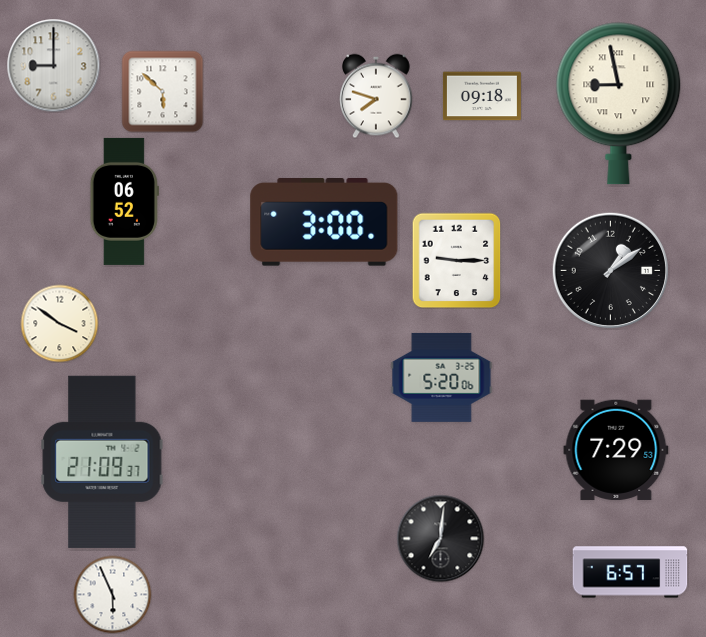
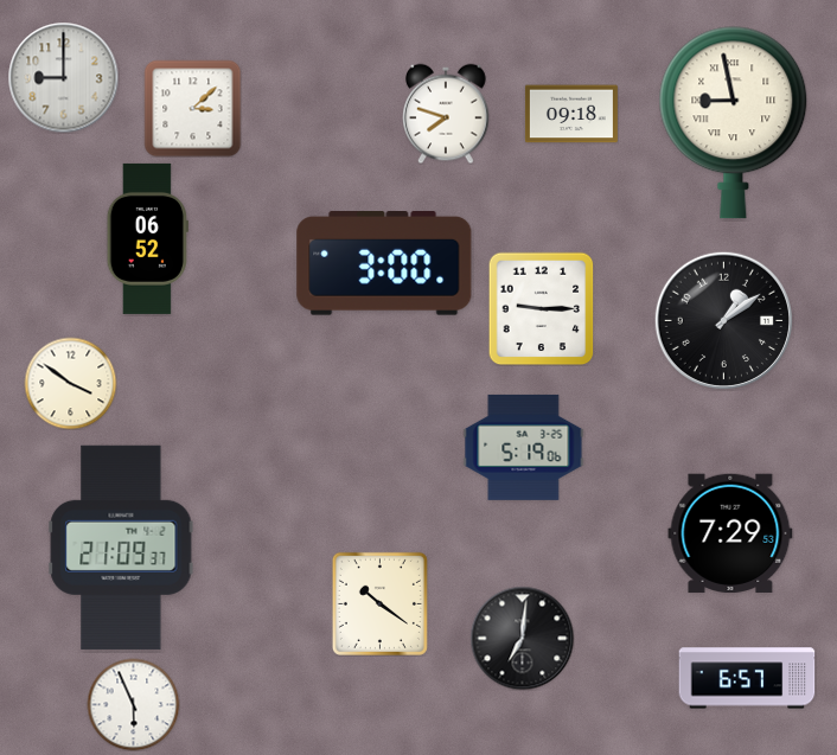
clock at (162, 91): 5:52 -> 3:08
clock at (442, 377): 5:20 -> 5:19
clock at (379, 603): none -> 10:21
